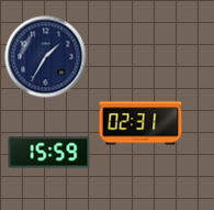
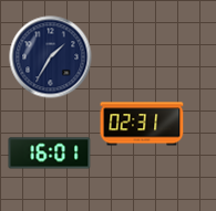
clock at (46, 57) position: (46, 57) -> (51, 57)
clock at (49, 153): 15:59 -> 16:01
